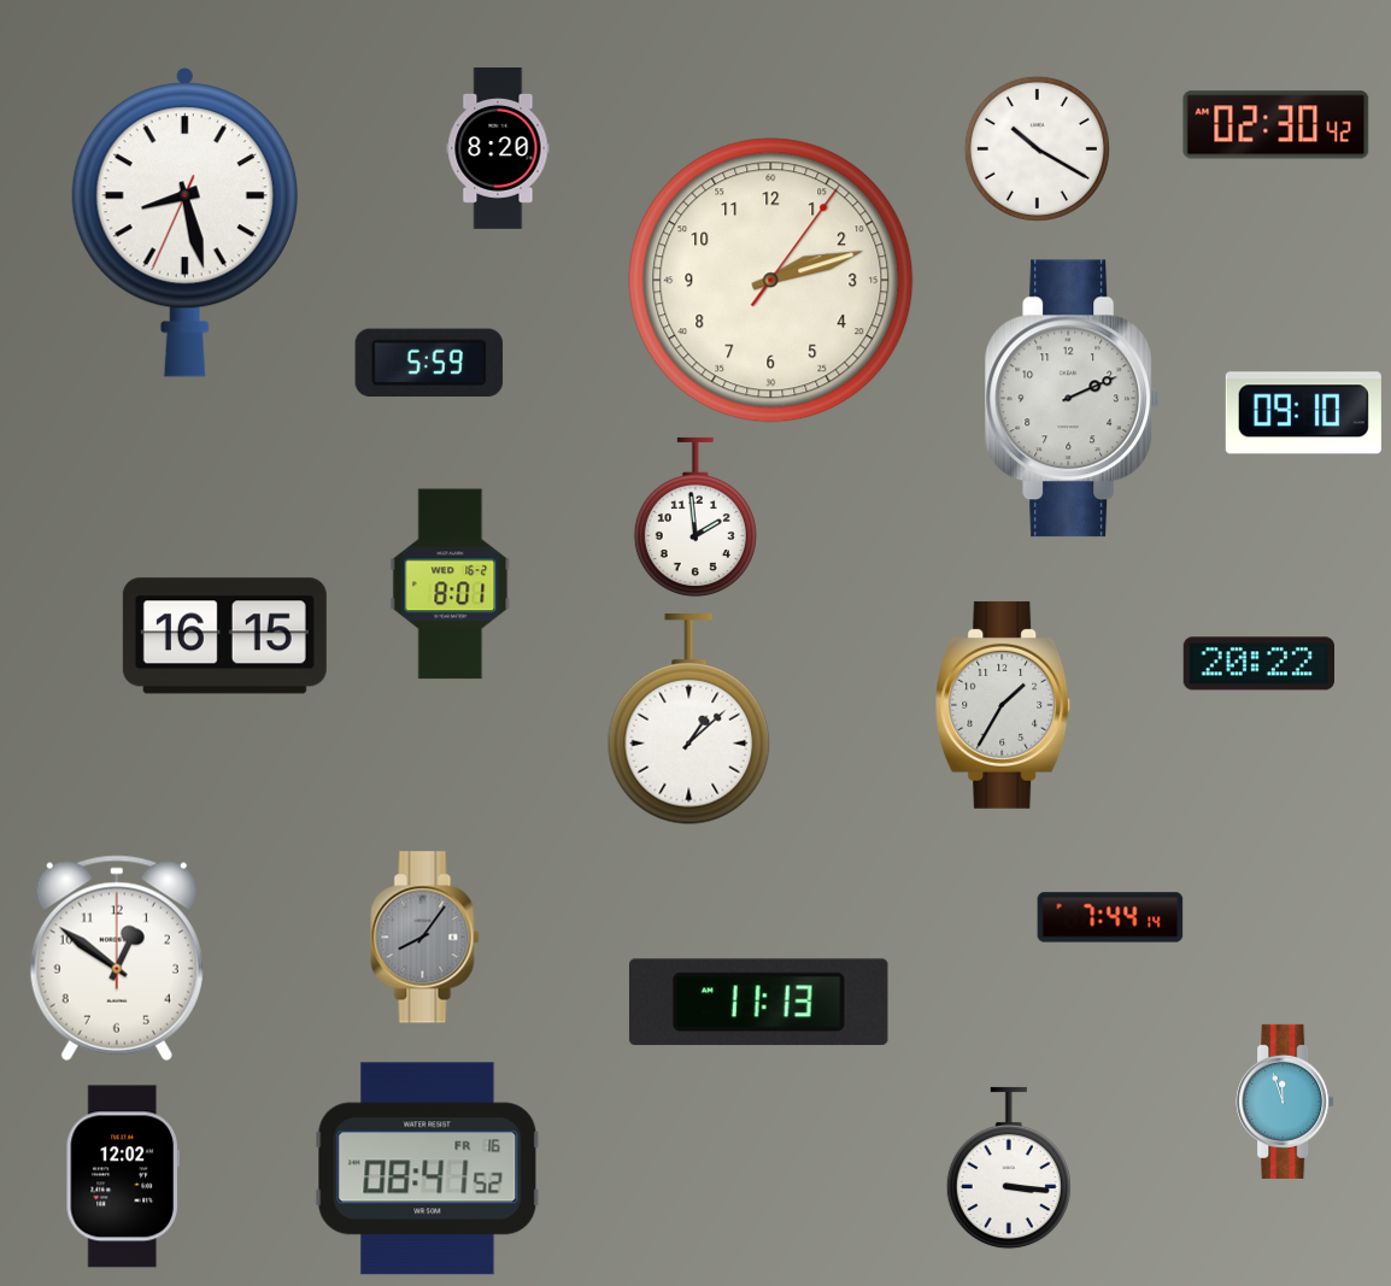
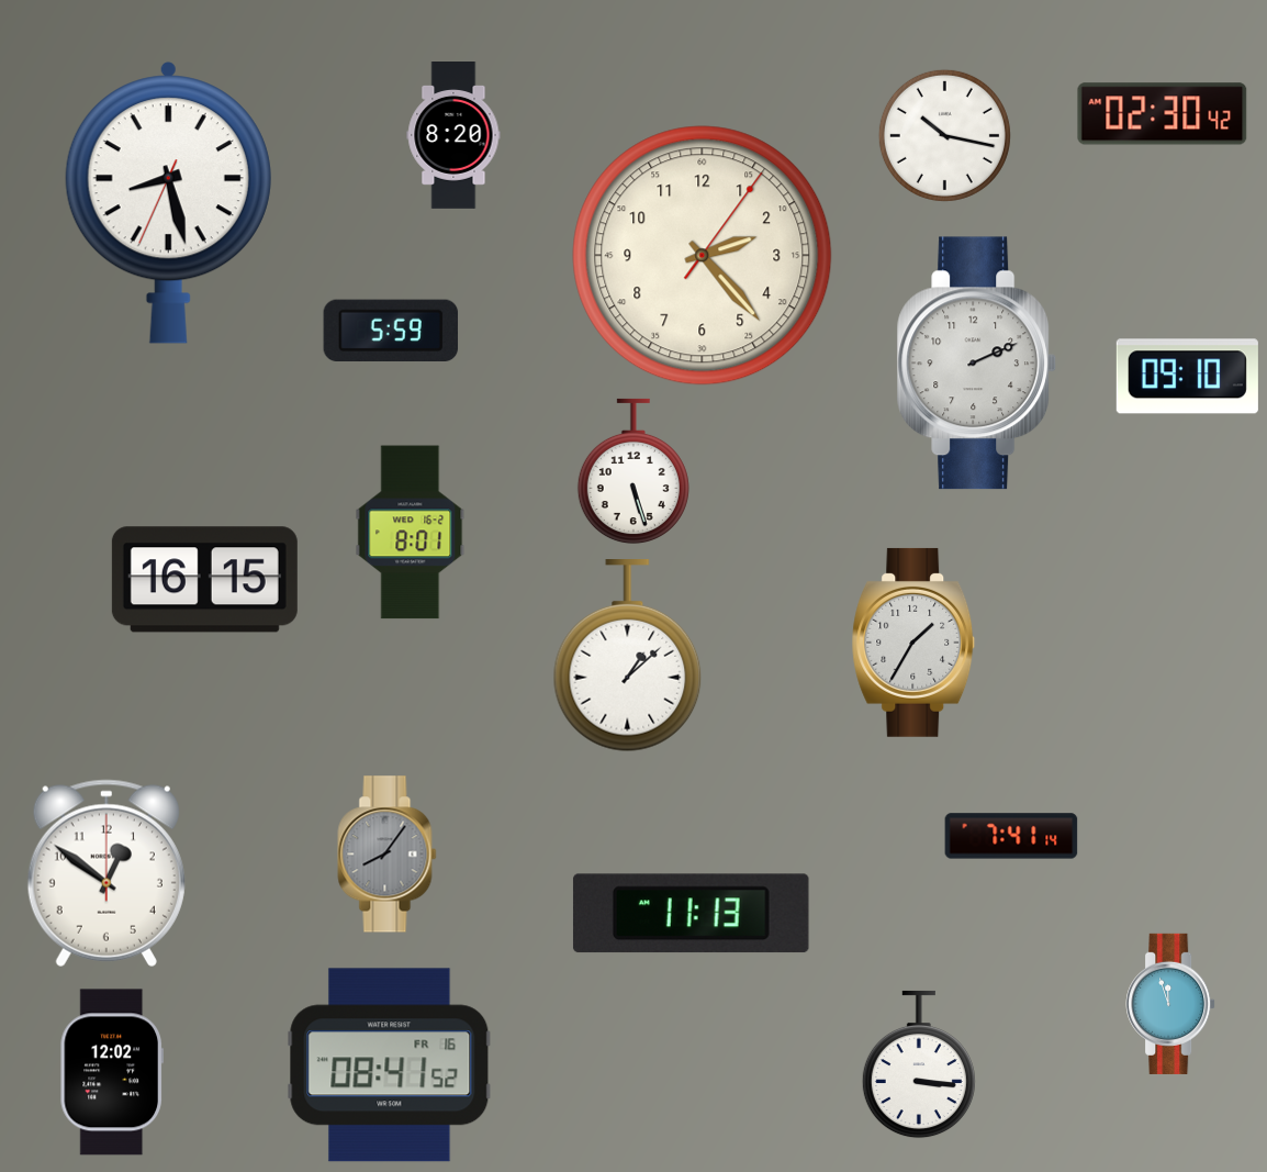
clock at (1037, 148): 10:20 -> 10:17
clock at (771, 281): 2:12 -> 2:23
clock at (695, 517): 1:59 -> 5:27
clock at (1258, 664): 20:22 -> none
clock at (1110, 917): 7:44 -> 7:41
